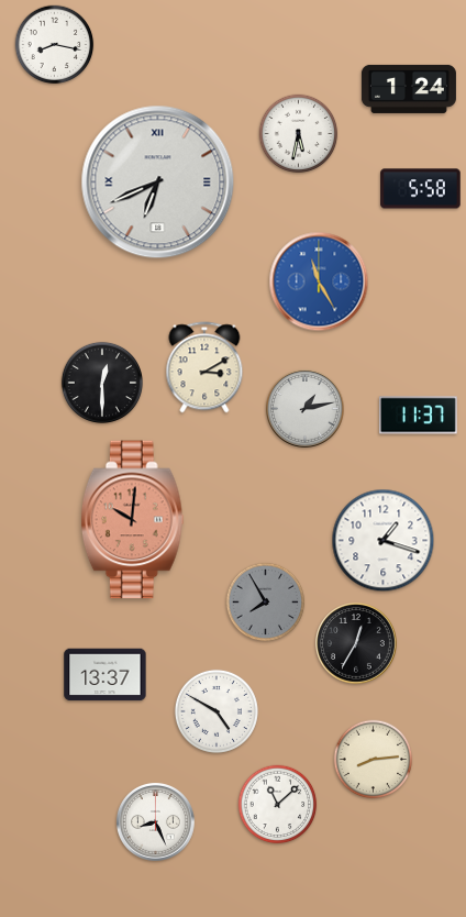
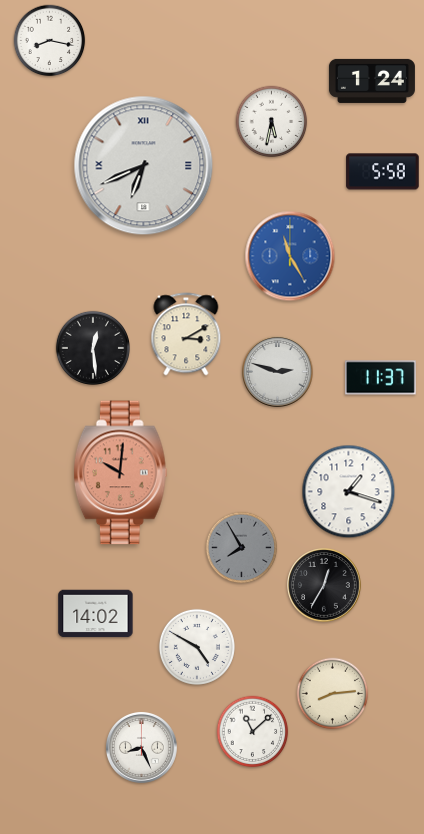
clock at (102, 383): 12:30 -> 12:29
clock at (304, 408): 1:13 -> 2:48
clock at (106, 675): 13:37 -> 14:02
clock at (374, 760) position: (374, 760) -> (333, 694)
